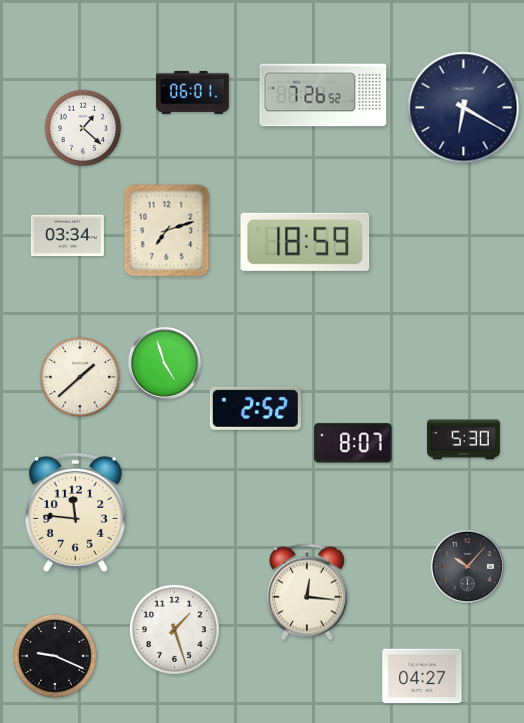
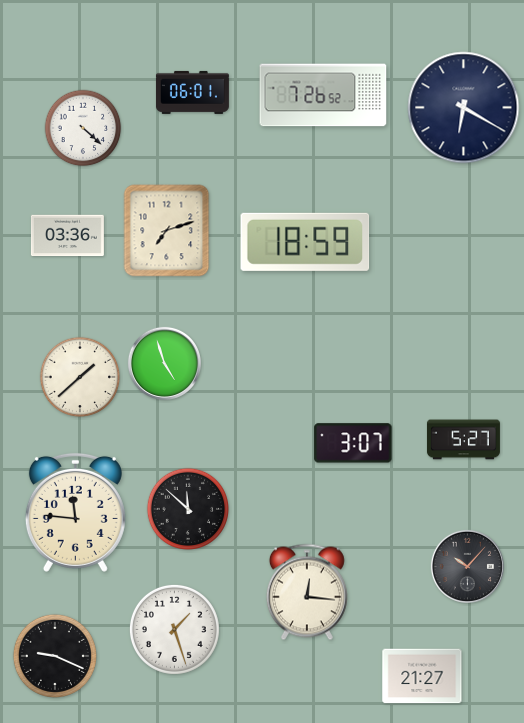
clock at (83, 128): 1:22 -> 4:22
clock at (67, 236): 03:34 -> 03:36
clock at (255, 408): 2:52 -> none
clock at (463, 440): 5:30 -> 5:27
clock at (353, 443): 8:07 -> 3:07
clock at (187, 508): none -> 11:52
clock at (422, 676): 04:27 -> 21:27
